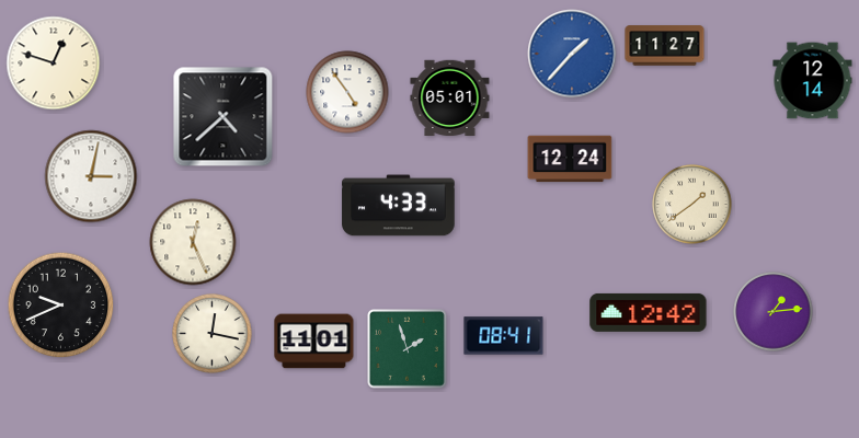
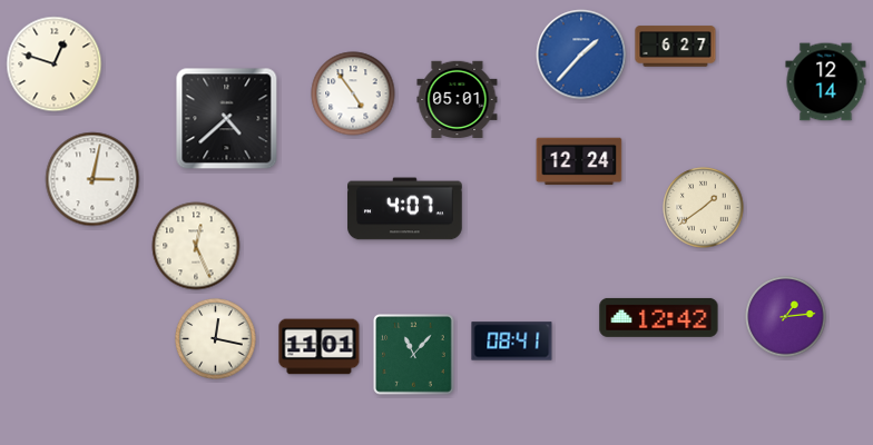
clock at (665, 46): 11:27 -> 6:27
clock at (399, 206): 4:33 -> 4:07
clock at (61, 306): 9:41 -> none
clock at (408, 349): 1:57 -> 11:07
